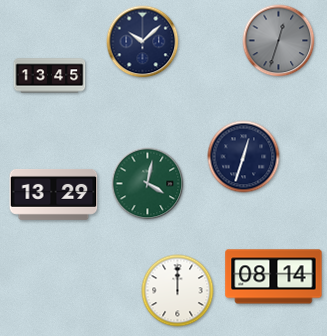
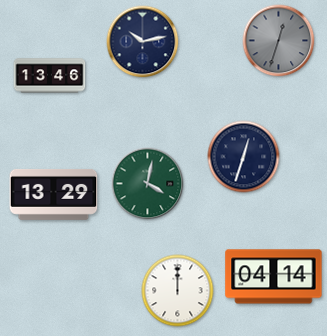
clock at (143, 42): 10:08 -> 10:13
clock at (50, 76): 13:45 -> 13:46
clock at (274, 277): 08:14 -> 04:14
